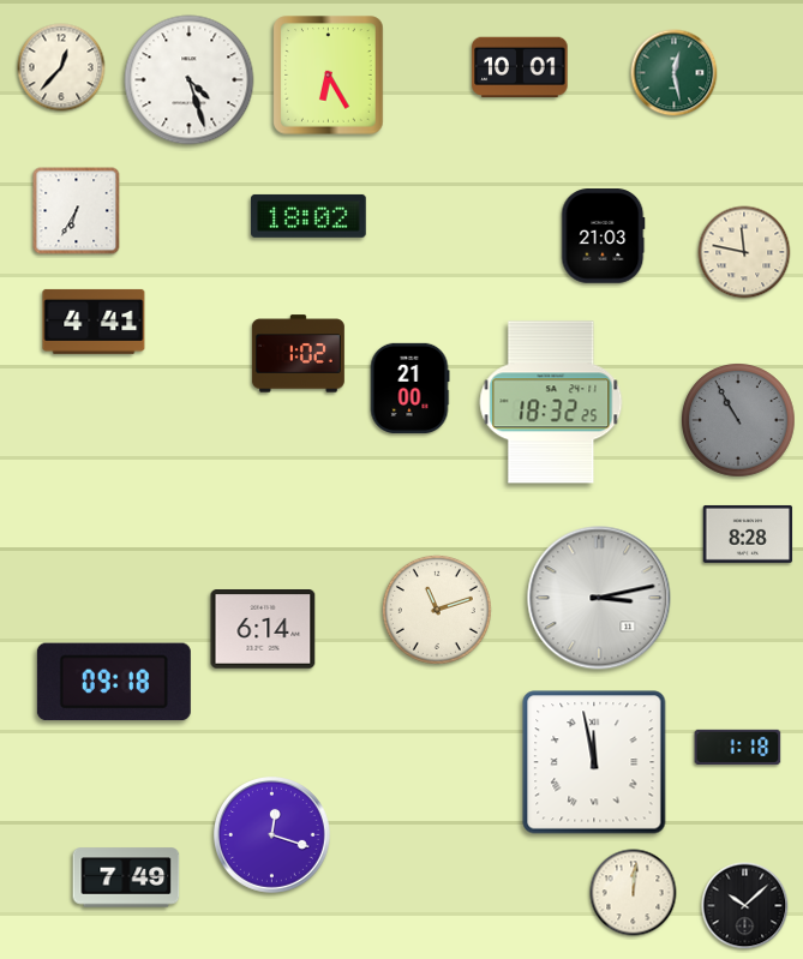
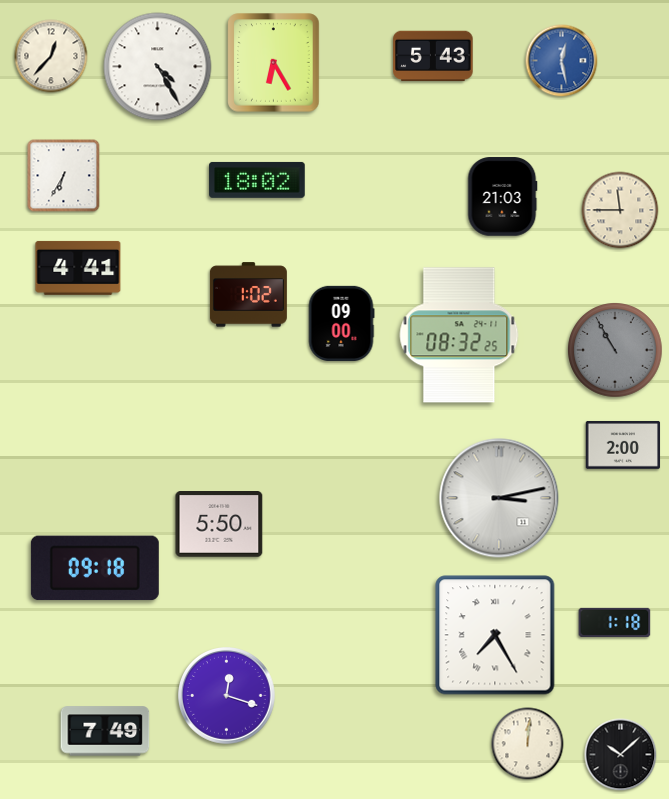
clock at (520, 67): 10:01 -> 5:43
clock at (675, 73) dial: green -> blue
clock at (190, 80): 4:27 -> 4:25
clock at (744, 252): 11:47 -> 11:45
clock at (409, 388): 21:00 -> 09:00
clock at (551, 402): 18:32 -> 08:32
clock at (748, 534): 8:28 -> 2:00
clock at (437, 610): 11:12 -> none
clock at (263, 630): 6:14 -> 5:50
clock at (594, 762): 11:58 -> 7:25
